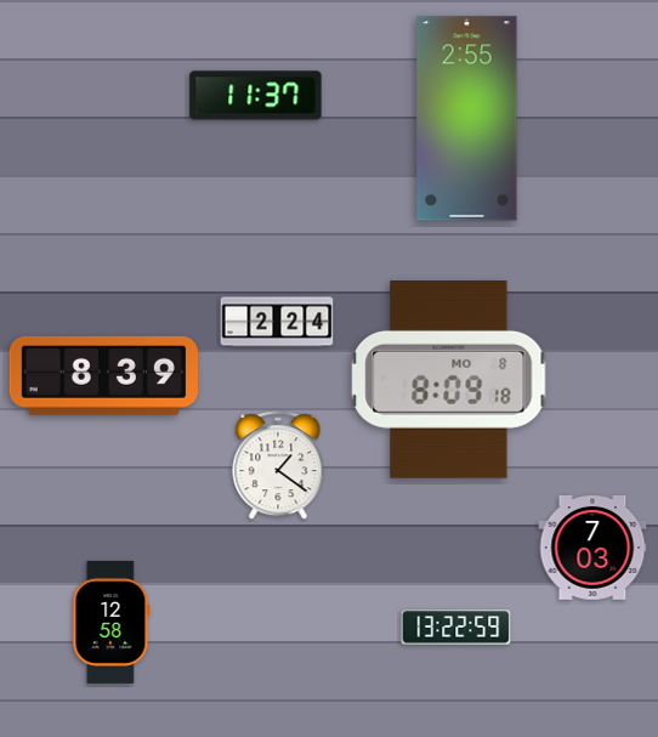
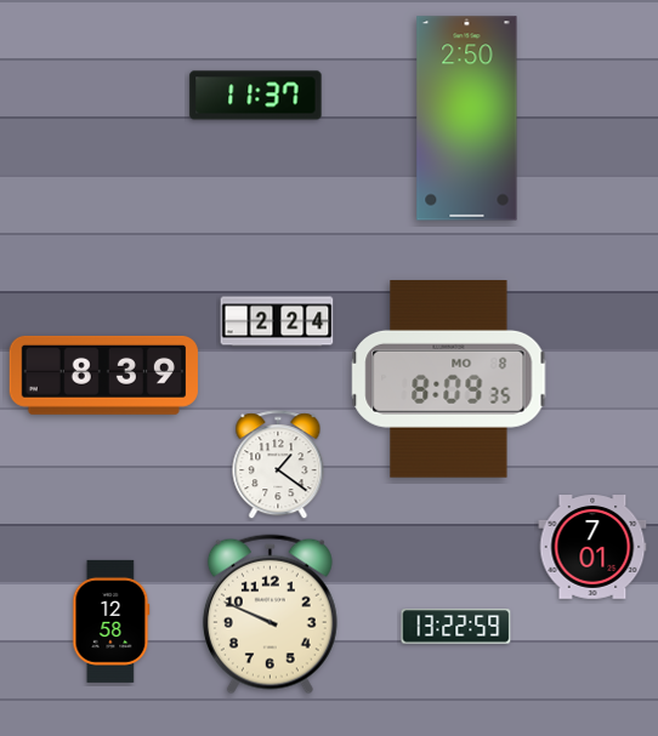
clock at (467, 119): 2:55 -> 2:50
clock at (449, 380): 8:09:18 -> 8:09:35
clock at (592, 549): 7:03 -> 7:01
clock at (270, 615): none -> 9:49
